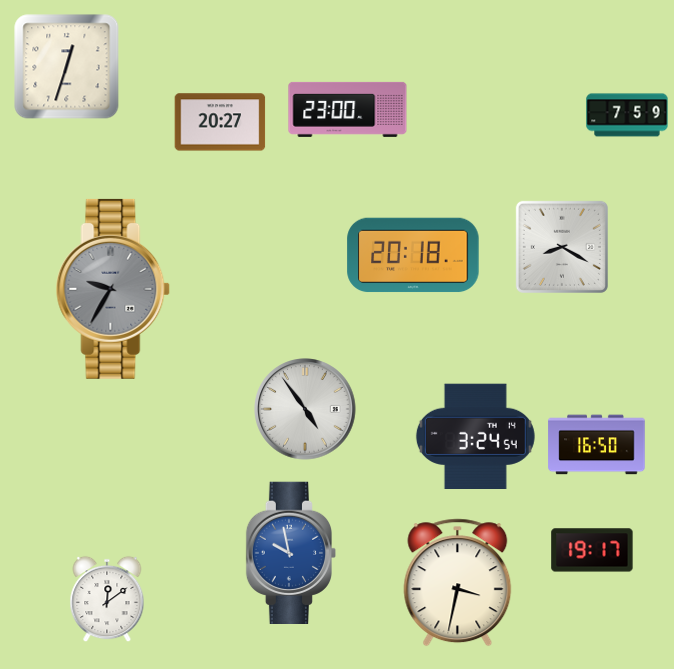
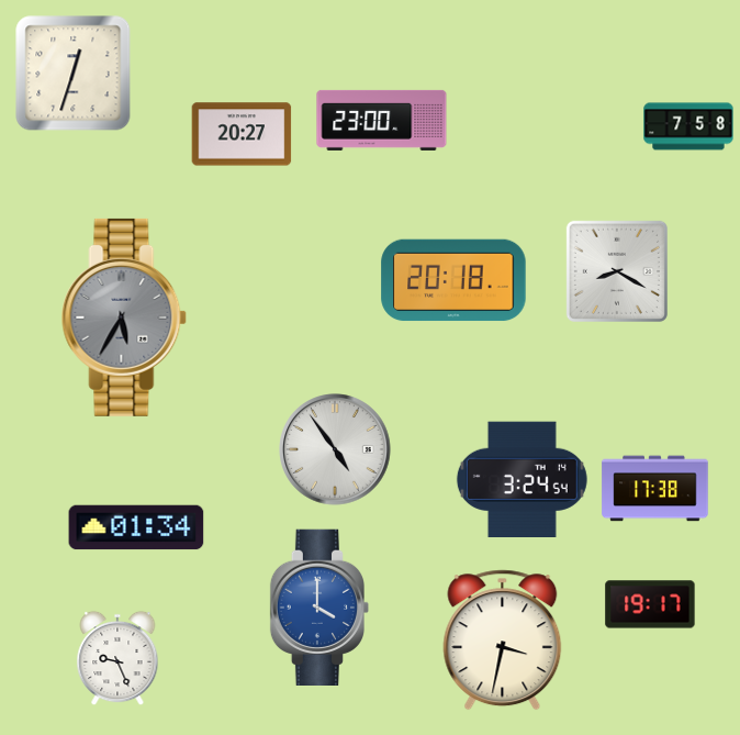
clock at (627, 115): 7:59 -> 7:58
clock at (113, 289): 9:35 -> 5:35
clock at (597, 445): 16:50 -> 17:38
clock at (136, 527): none -> 01:34
clock at (290, 552): 9:58 -> 4:00
clock at (107, 599): 12:09 -> 9:26
